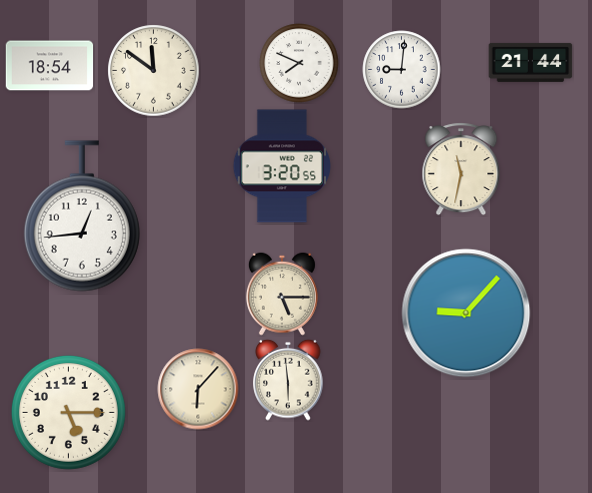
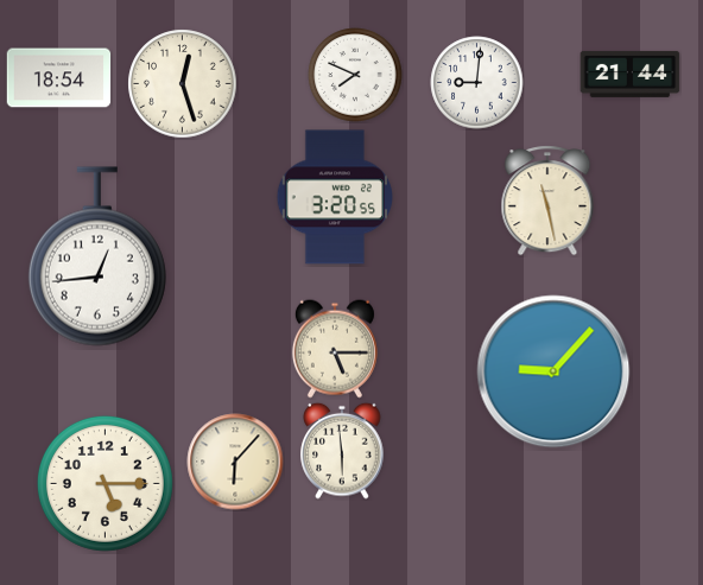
clock at (154, 71): 11:51 -> 12:27
clock at (461, 169): 11:32 -> 11:28
clock at (68, 412) position: (68, 412) -> (104, 483)
